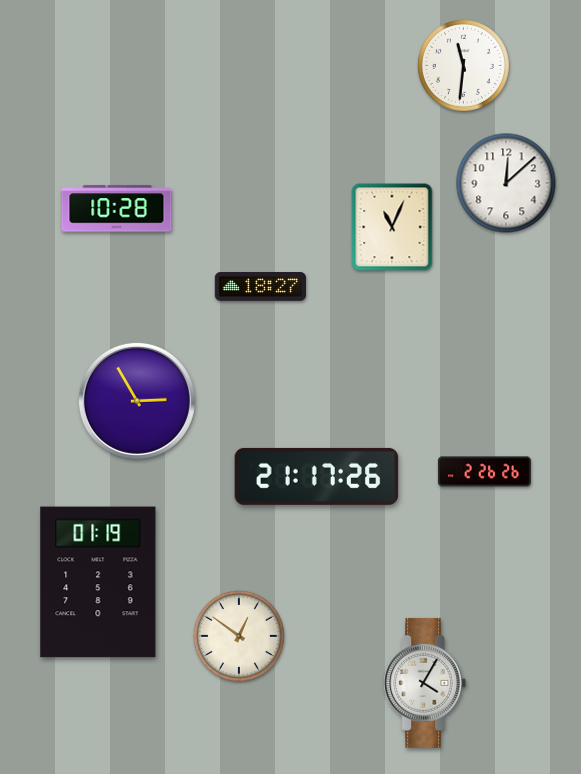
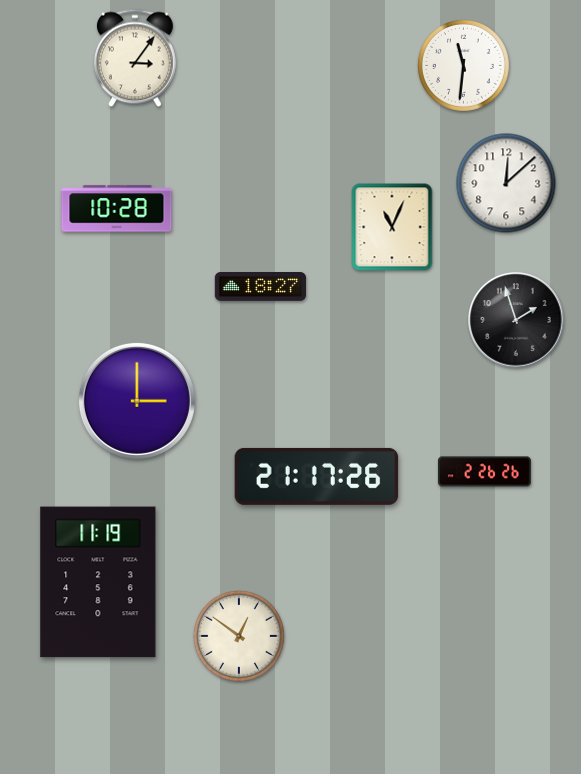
clock at (135, 58): none -> 3:06
clock at (516, 320): none -> 1:57
clock at (137, 401): 2:55 -> 3:00
clock at (98, 582): 01:19 -> 11:19
clock at (425, 683): 4:05 -> none
